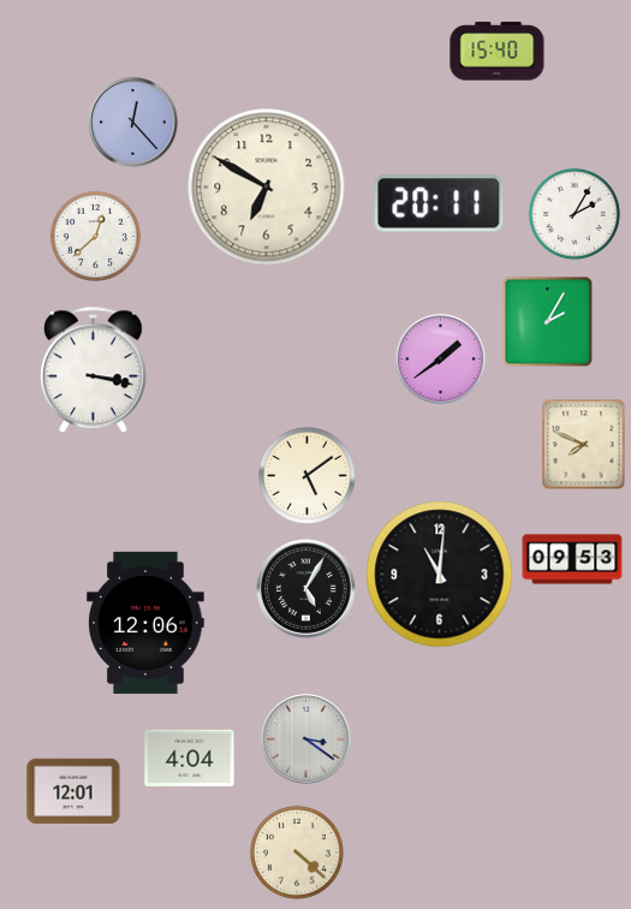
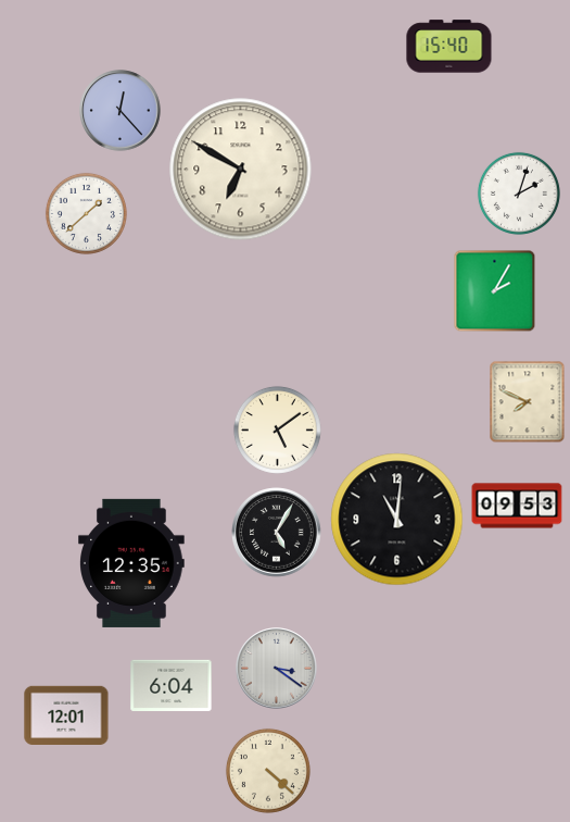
clock at (439, 203): 20:11 -> none
clock at (575, 214): 2:05 -> 2:03
clock at (95, 236): 12:38 -> 1:38
clock at (441, 360): 1:39 -> none
clock at (94, 370): 3:17 -> none
clock at (147, 623): 12:06 -> 12:35
clock at (190, 757): 4:04 -> 6:04
